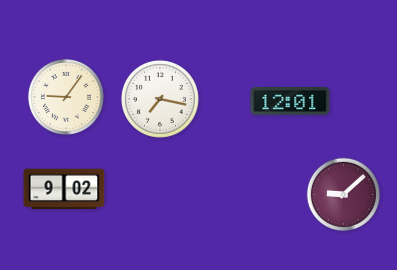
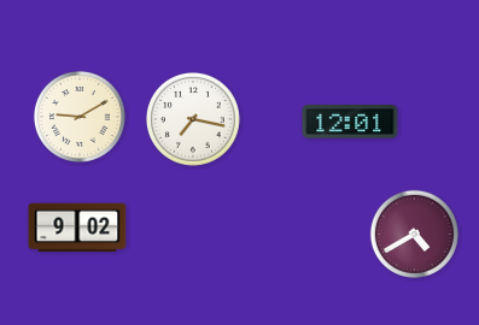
clock at (66, 97): 9:06 -> 9:10
clock at (343, 194): 9:08 -> 4:40
